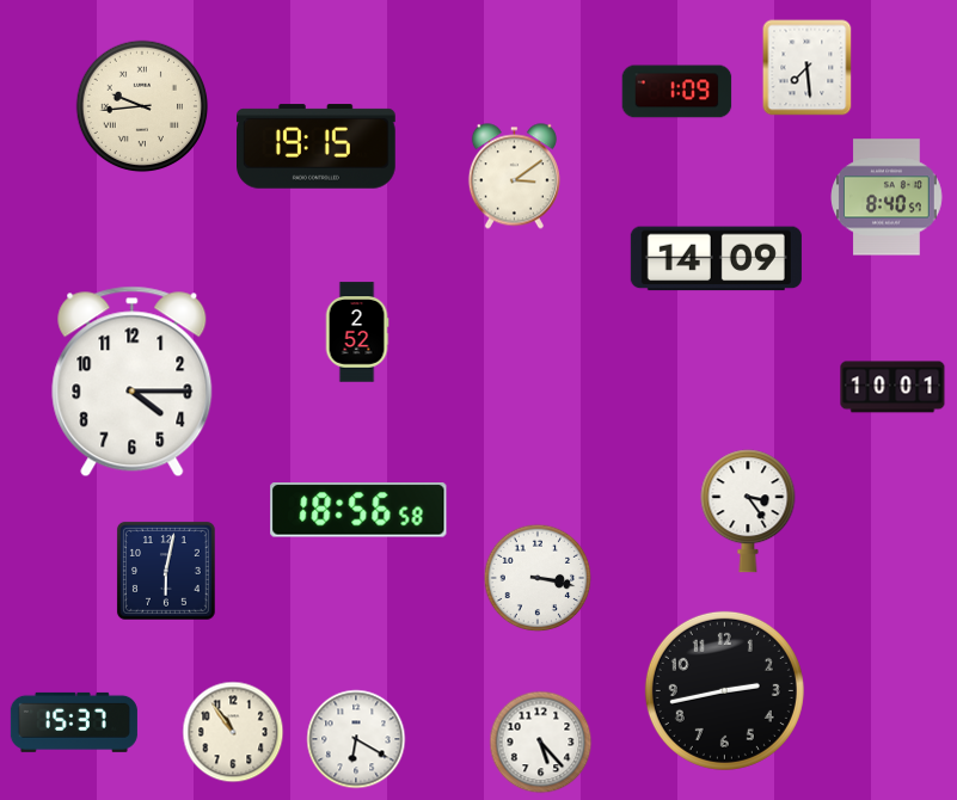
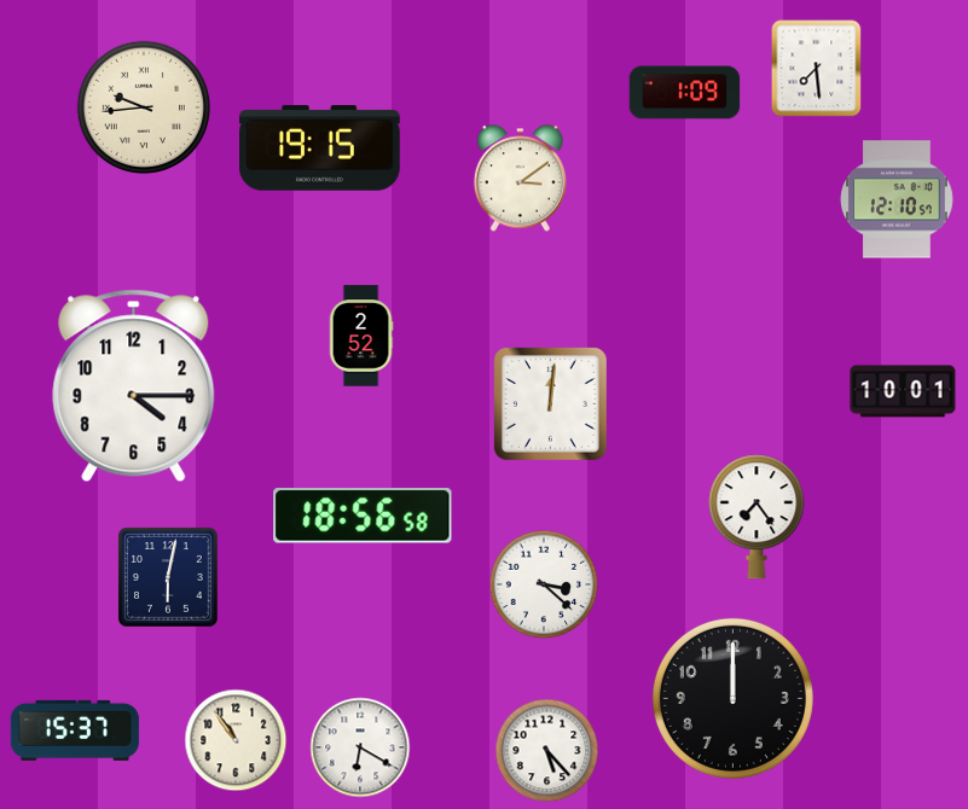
clock at (888, 197): 8:40 -> 12:10
clock at (716, 259): 14:09 -> none
clock at (550, 403): none -> 12:01
clock at (748, 511): 3:24 -> 7:24
clock at (538, 578): 3:17 -> 3:22
clock at (724, 690): 2:43 -> 12:00
